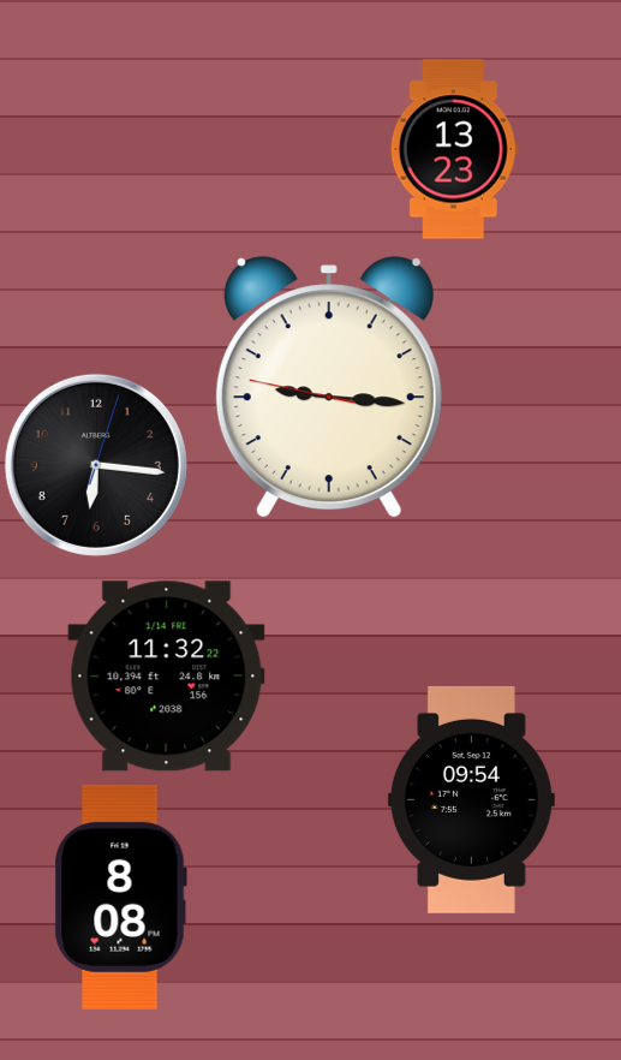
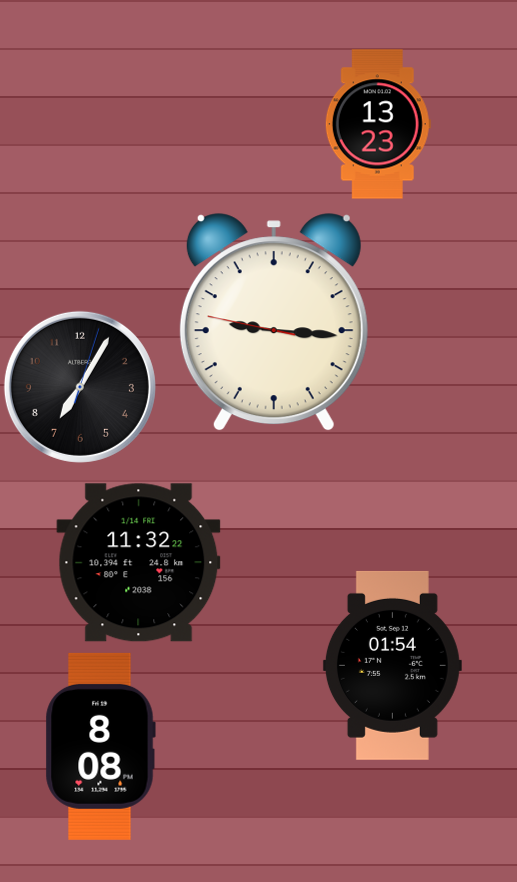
clock at (96, 465): 6:16 -> 7:05
clock at (471, 799): 09:54 -> 01:54
